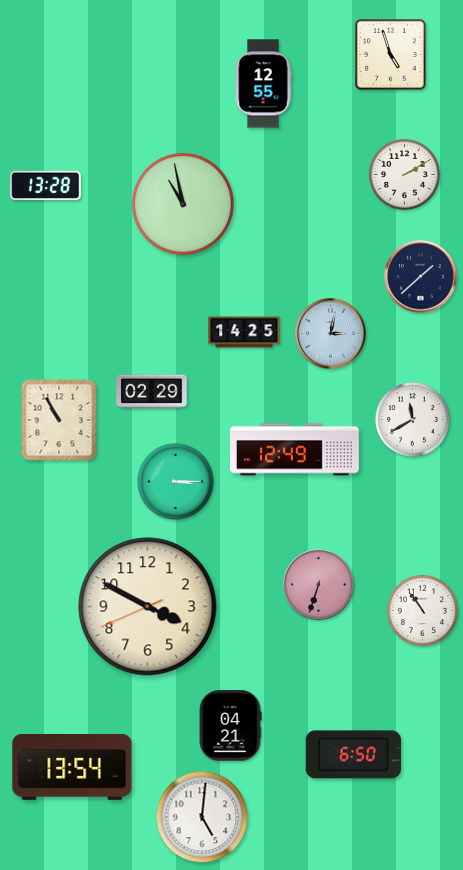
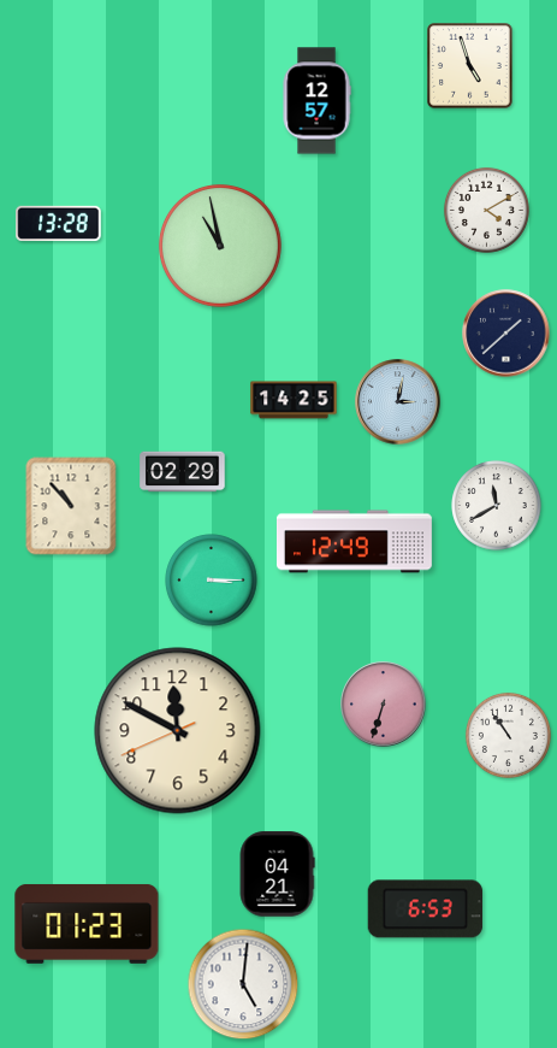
clock at (263, 84): 12:55 -> 12:57
clock at (404, 174): 2:10 -> 4:10
clock at (46, 185) position: (46, 185) -> (59, 223)
clock at (59, 420): 10:55 -> 10:53
clock at (148, 607): 3:49 -> 11:49
clock at (354, 755): 6:50 -> 6:53
clock at (72, 767): 13:54 -> 01:23
